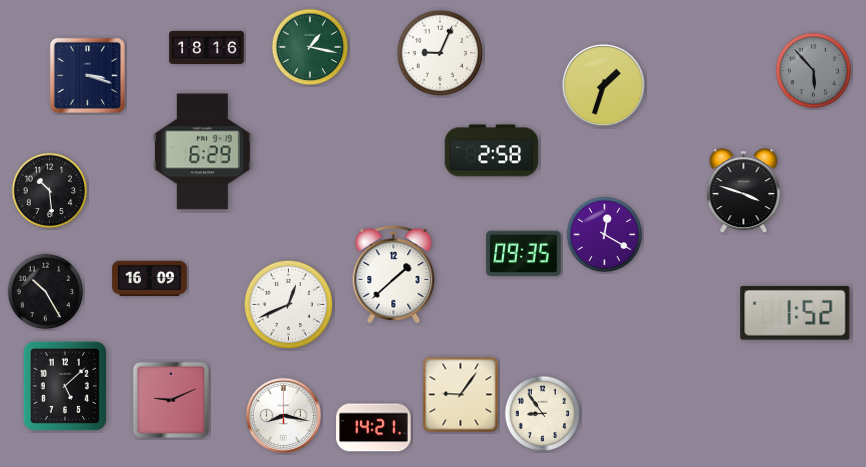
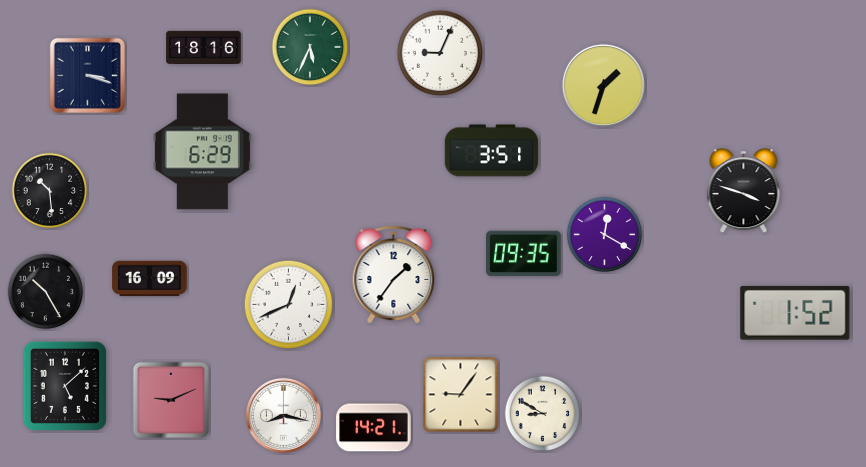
clock at (207, 47) position: (207, 47) -> (204, 47)
clock at (310, 47): 1:17 -> 5:34
clock at (814, 71): 5:53 -> none
clock at (492, 151): 2:58 -> 3:51
clock at (394, 275): 1:38 -> 1:36
clock at (543, 414): 8:54 -> 8:50
